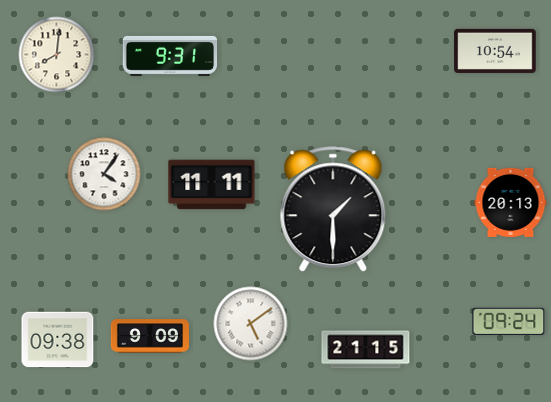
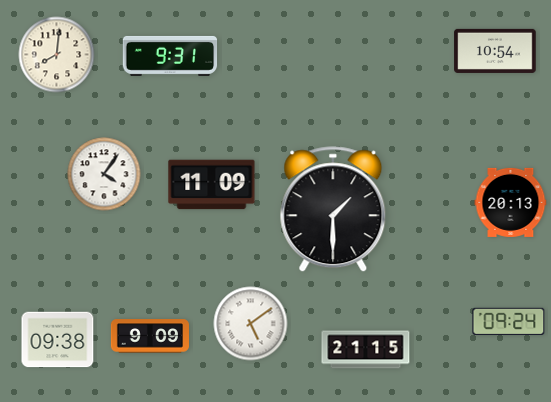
clock at (212, 185): 11:11 -> 11:09
